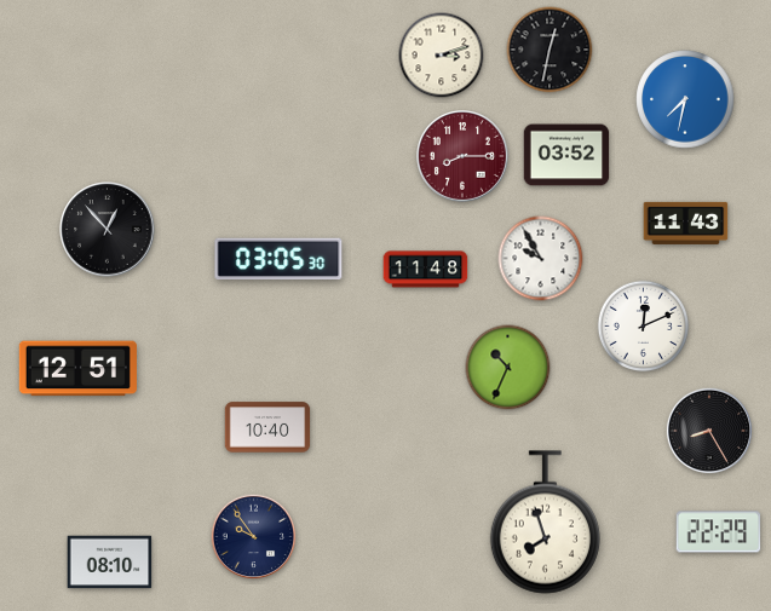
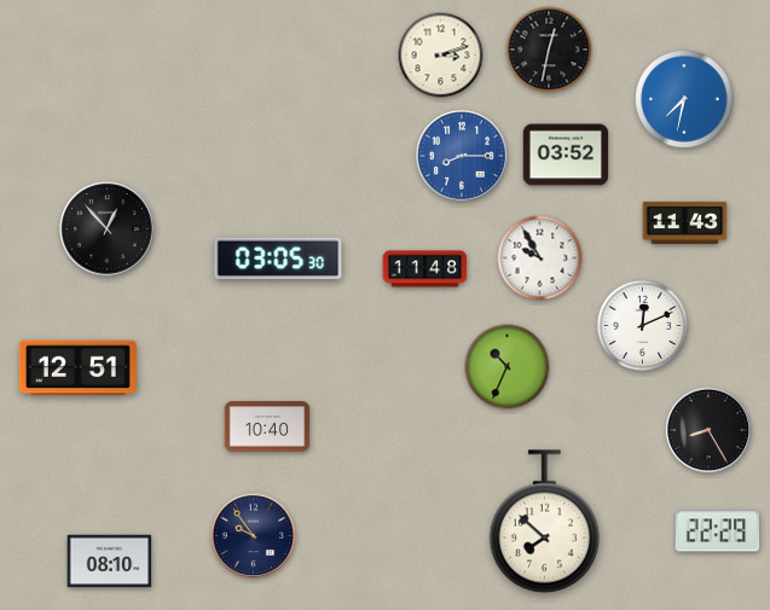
clock at (464, 157) dial: burgundy -> blue
clock at (545, 523): 7:57 -> 7:52
